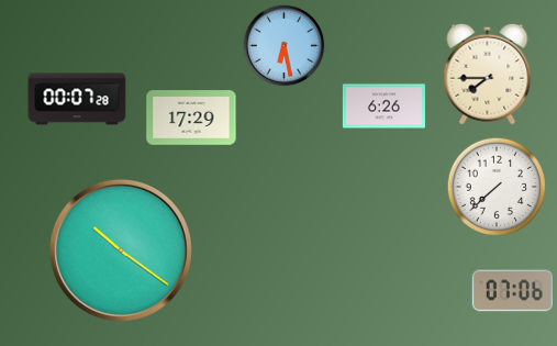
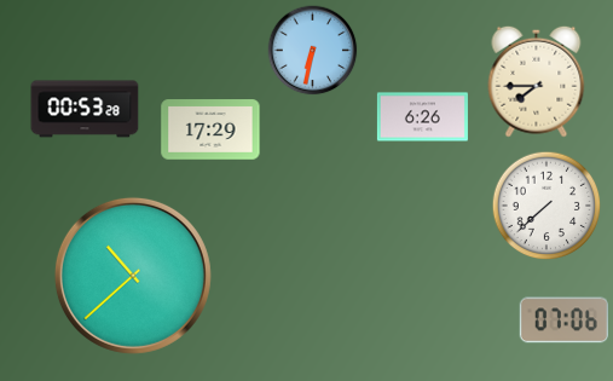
clock at (285, 46): 6:28 -> 6:32
clock at (77, 99): 00:07 -> 00:53
clock at (121, 250): 10:21 -> 10:38
